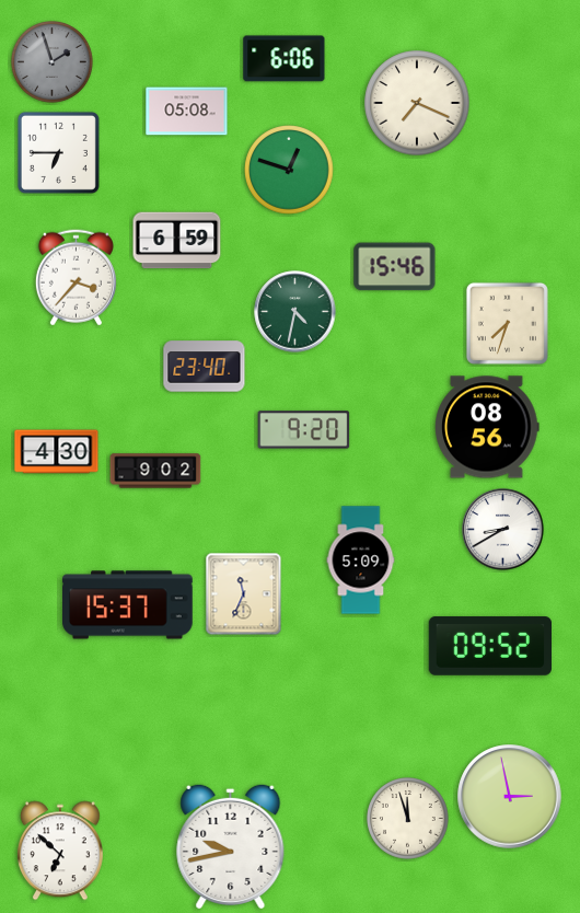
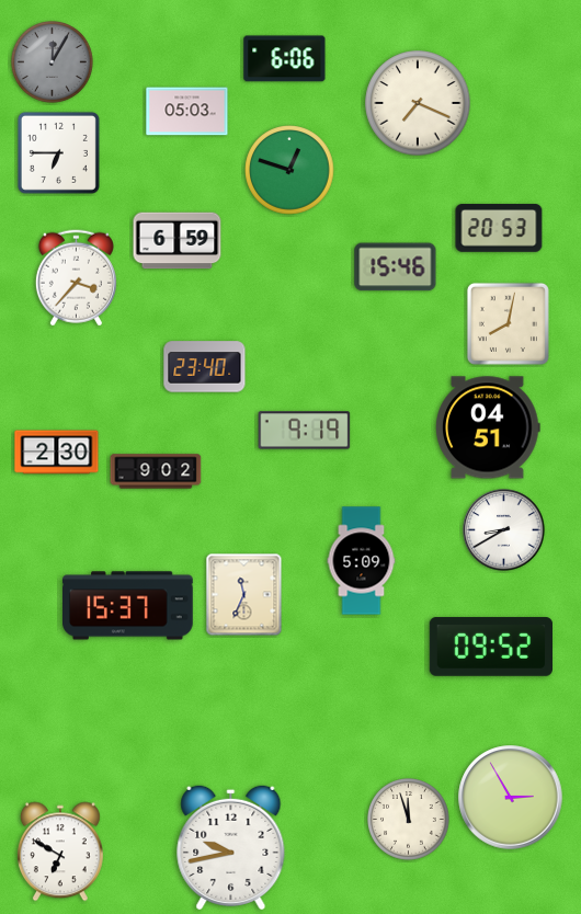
clock at (53, 62): 1:57 -> 12:05
clock at (187, 112): 05:08 -> 05:03
clock at (499, 228): none -> 20:53
clock at (295, 312): 4:32 -> none
clock at (507, 323): 7:33 -> 8:02
clock at (487, 427): 08:56 -> 04:51
clock at (304, 430): 9:20 -> 9:19
clock at (57, 452): 4:30 -> 2:30
clock at (510, 797): 2:58 -> 2:55
clock at (60, 851): 6:52 -> 6:50
